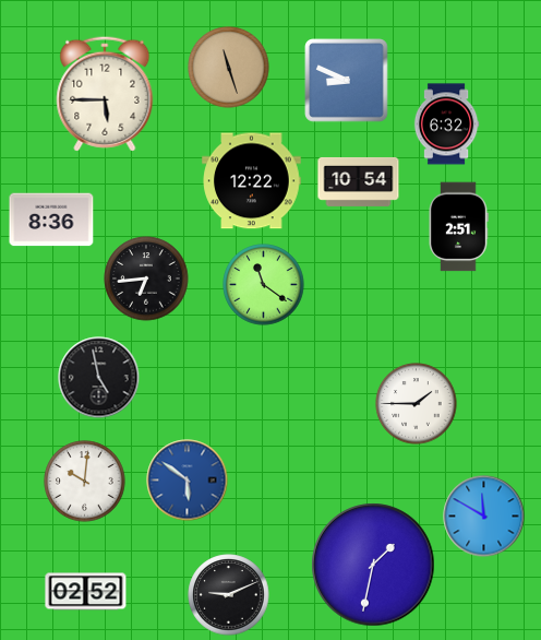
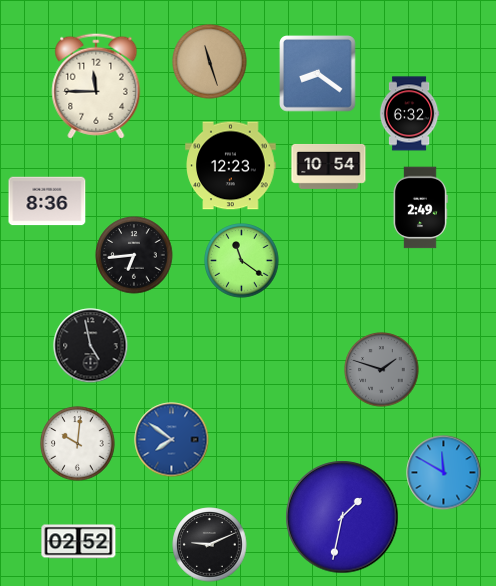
clock at (347, 81): 8:49 -> 8:21
clock at (105, 94): 5:45 -> 11:45
clock at (252, 181): 12:22 -> 12:23
clock at (458, 227): 2:51 -> 2:49
clock at (417, 404): 1:45 -> 1:48
clock at (417, 404) dial: white -> grey
clock at (188, 481): 5:51 -> 7:51
clock at (85, 482) position: (85, 482) -> (78, 444)
